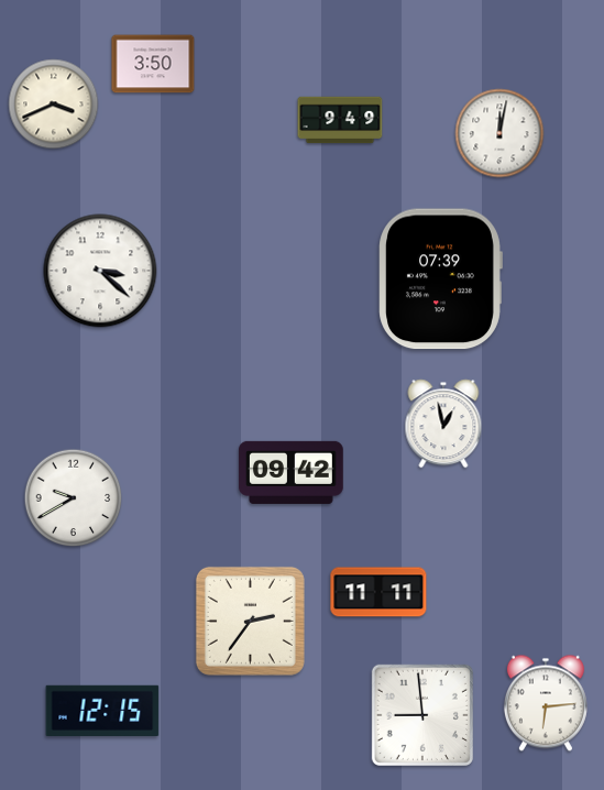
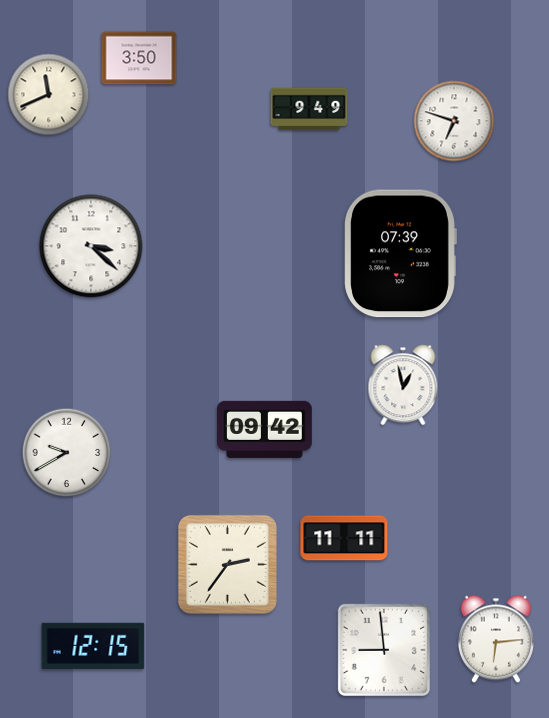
clock at (54, 105): 3:41 -> 11:41
clock at (499, 133): 12:02 -> 6:48
